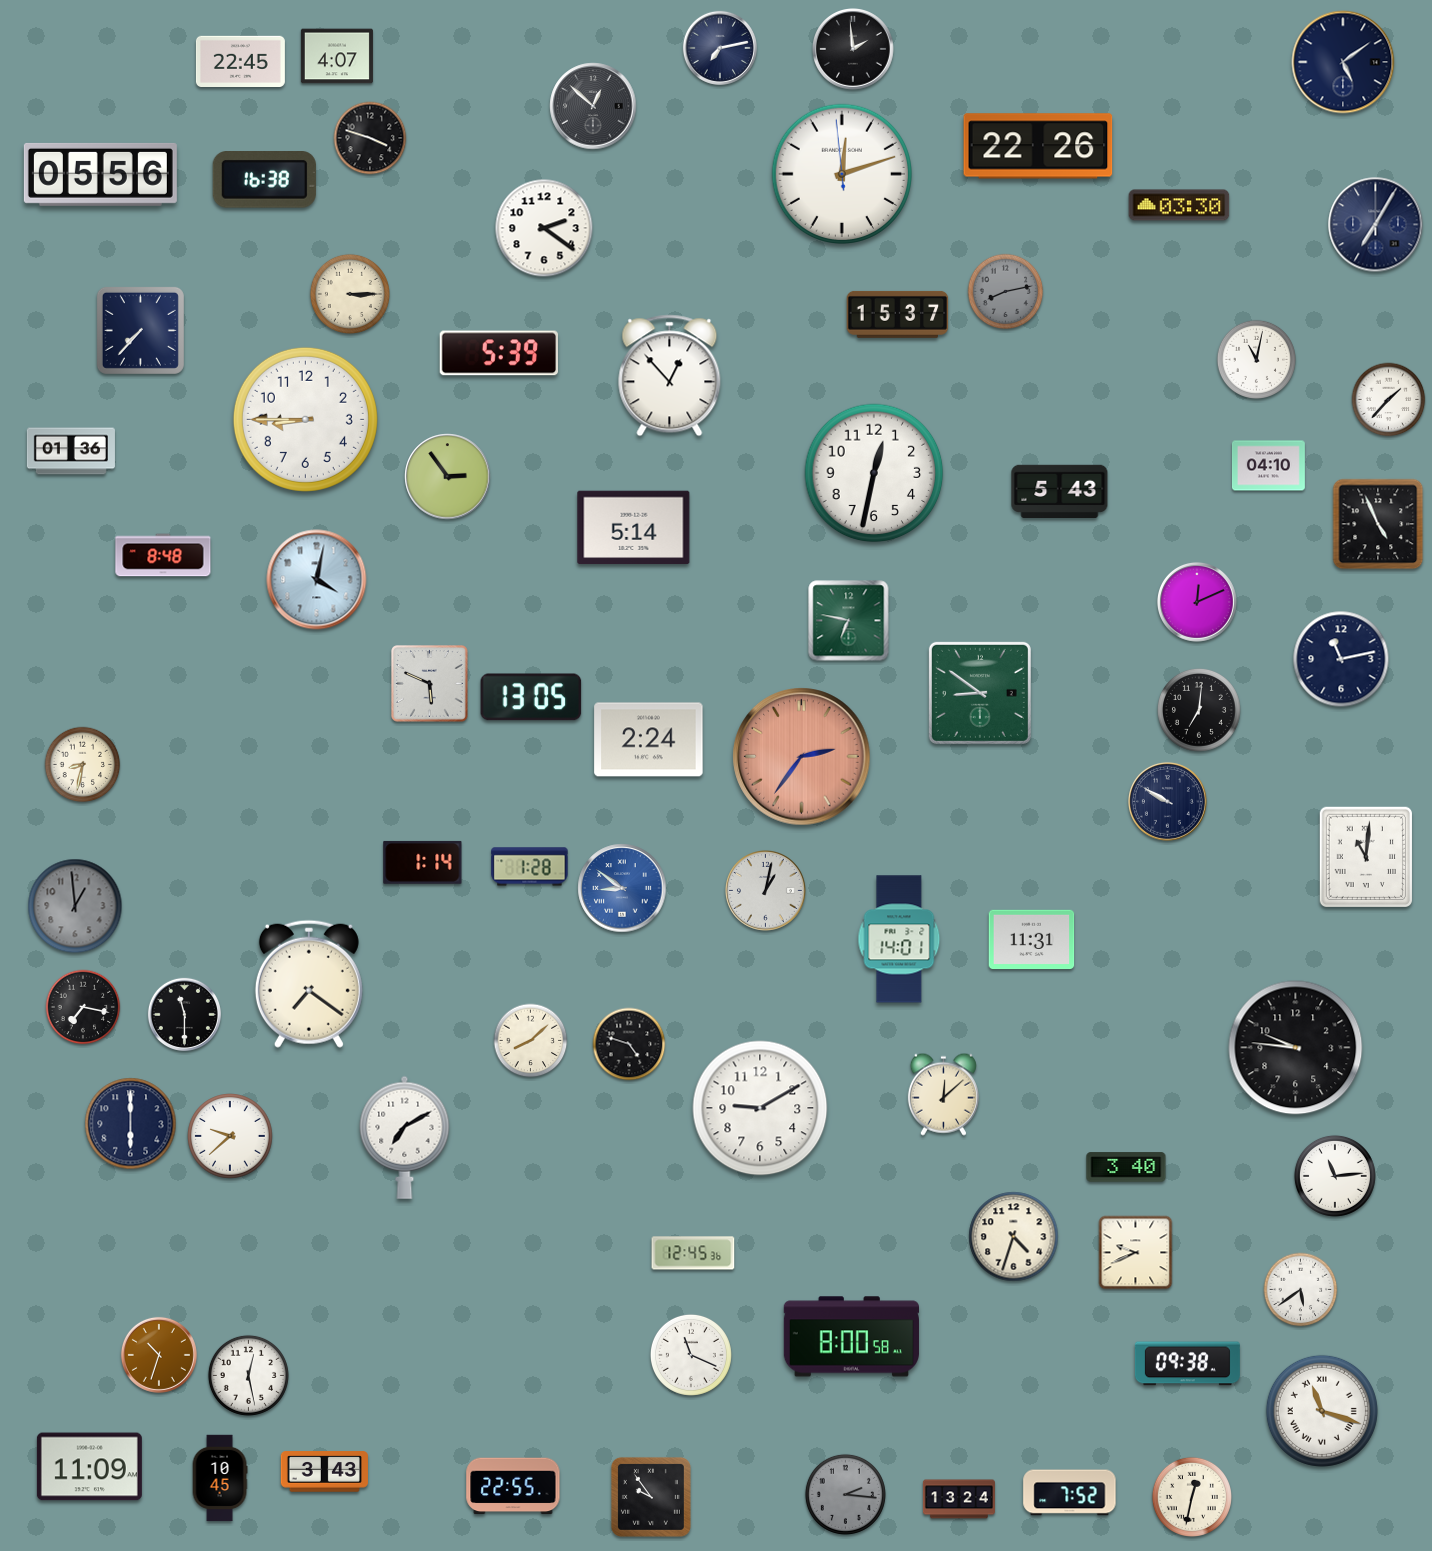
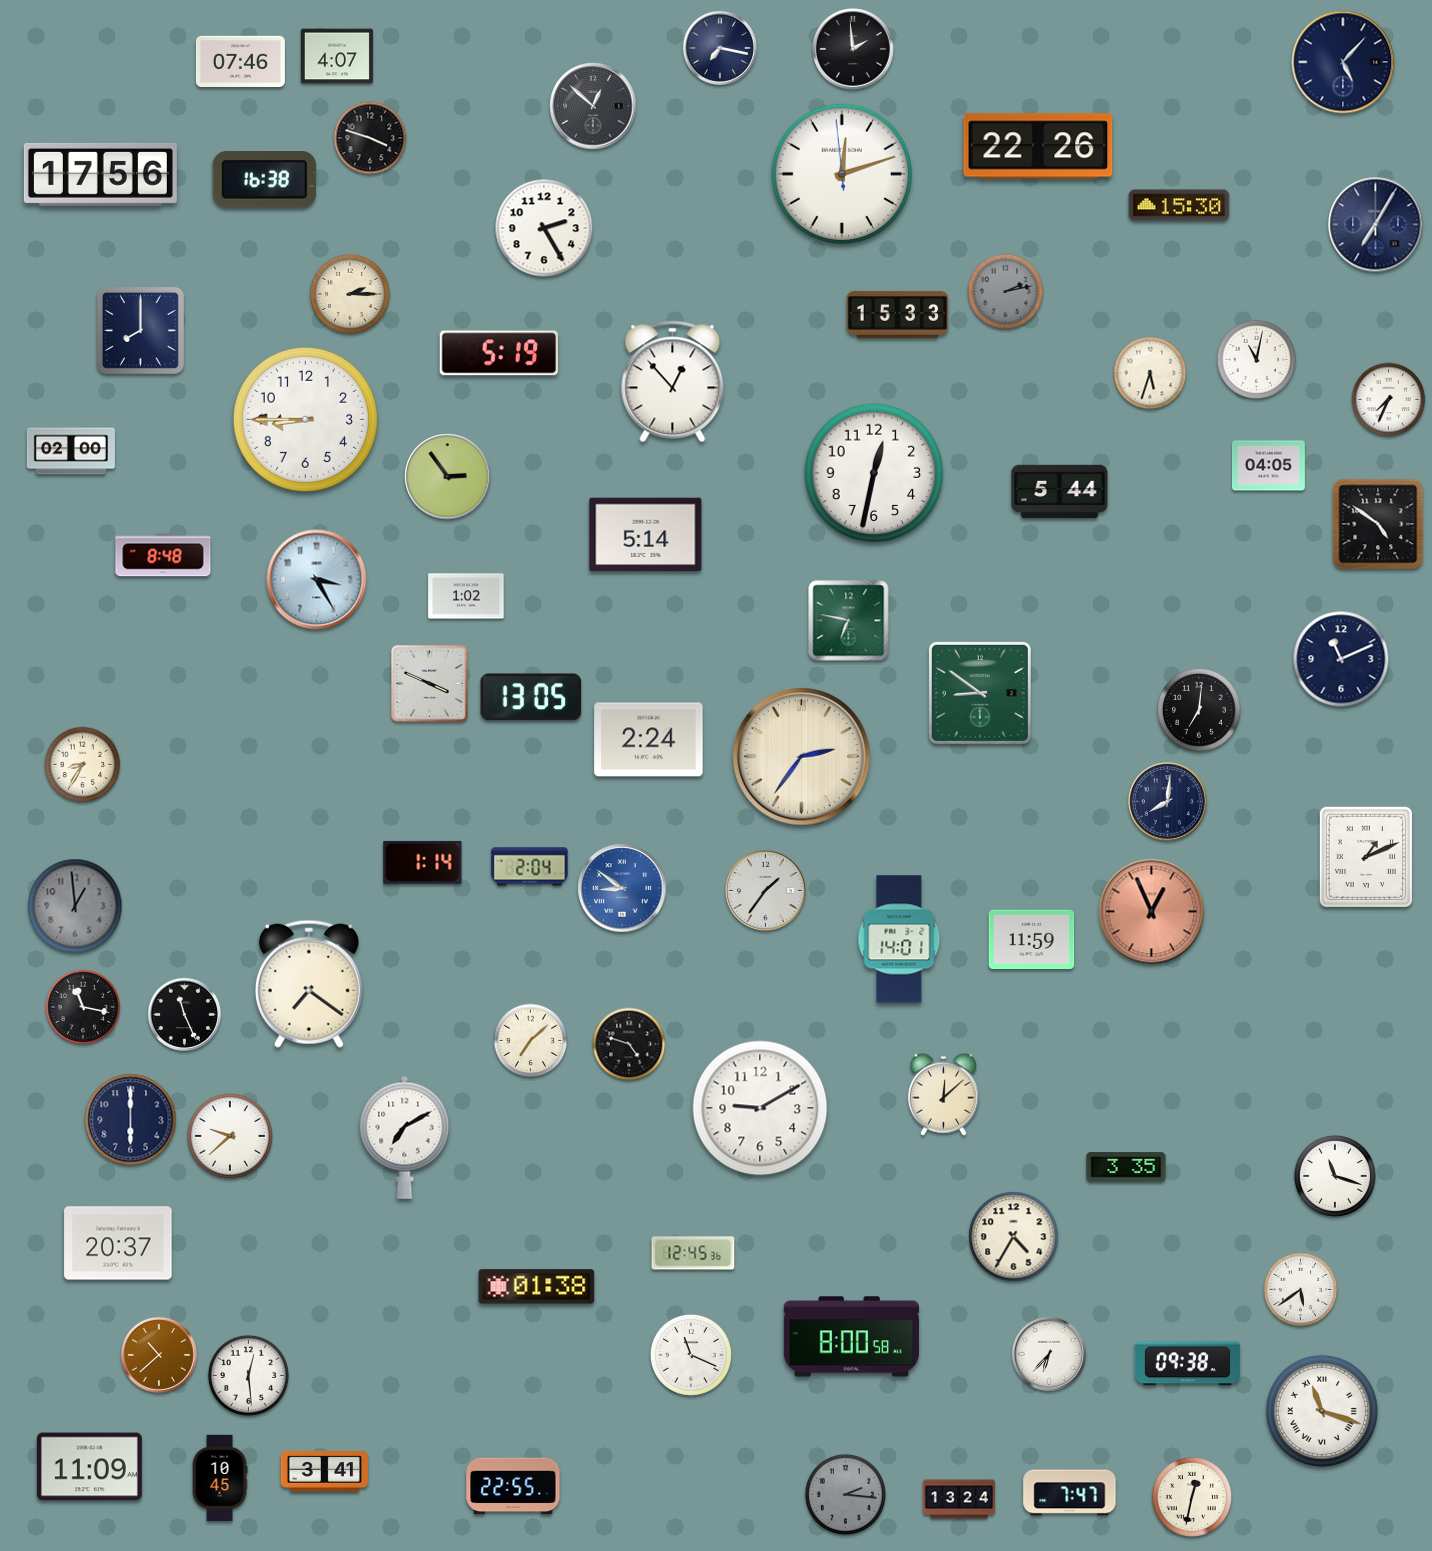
clock at (720, 48): 7:13 -> 7:17
clock at (240, 61): 22:45 -> 07:46
clock at (1343, 62): 5:09 -> 5:07
clock at (100, 174): 05:56 -> 17:56
clock at (1179, 205): 03:30 -> 15:30
clock at (544, 228): 2:21 -> 2:25
clock at (1006, 292): 8:13 -> 2:13
clock at (350, 294): 3:15 -> 2:15
clock at (898, 314): 15:37 -> 15:33
clock at (140, 330): 7:37 -> 8:00
clock at (498, 353): 5:39 -> 5:19
clock at (1150, 373): none -> 5:33
clock at (670, 376) position: (670, 376) -> (673, 382)
clock at (1389, 400): 1:37 -> 7:34
clock at (71, 451): 01:36 -> 02:00
clock at (1268, 466): 04:10 -> 04:05
clock at (1060, 491): 5:43 -> 5:44
clock at (1378, 524): 4:56 -> 4:51
clock at (634, 528) position: (634, 528) -> (646, 535)
clock at (317, 580): 4:02 -> 3:25
clock at (466, 596): none -> 1:02
clock at (1197, 602): 12:11 -> none
clock at (1341, 659): 11:13 -> 11:11
clock at (430, 684): 5:49 -> 3:49
clock at (802, 757) dial: salmon -> cream
clock at (83, 765): 8:32 -> 8:35
clock at (1167, 801): 9:50 -> 8:01
clock at (1365, 856): 11:01 -> 1:11
clock at (530, 867): 1:28 -> 2:04
clock at (766, 891): 1:02 -> 1:36
clock at (1152, 912): none -> 12:56
clock at (1032, 940): 11:31 -> 11:59
clock at (83, 1007): 7:17 -> 11:17
clock at (184, 1014): 11:30 -> 11:26
clock at (531, 1041): 8:08 -> 7:08
clock at (1296, 1048): 9:46 -> none
clock at (131, 1124) position: (131, 1124) -> (131, 1120)
clock at (1126, 1167): 3:40 -> 3:35
clock at (1335, 1176): 11:14 -> 11:18
clock at (1014, 1237): 4:33 -> 4:35
clock at (118, 1243): none -> 20:37
clock at (1136, 1253): 9:41 -> none
clock at (537, 1287): none -> 01:38
clock at (1049, 1354): none -> 6:37
clock at (159, 1355): 10:33 -> 10:38
clock at (248, 1375): 12:28 -> 12:29
clock at (324, 1472): 3:43 -> 3:41
clock at (1070, 1493): 7:52 -> 7:47
clock at (651, 1497): 9:54 -> none
